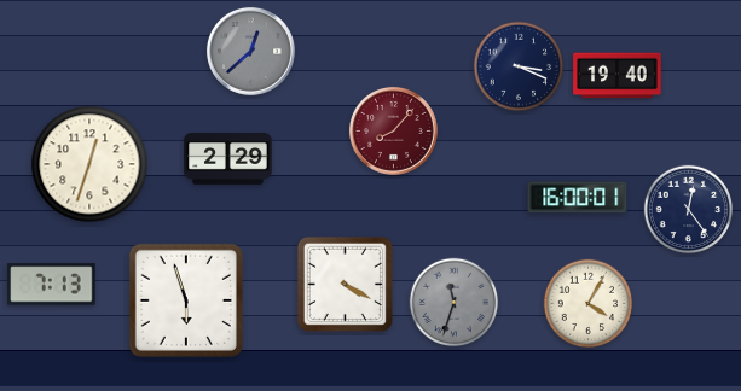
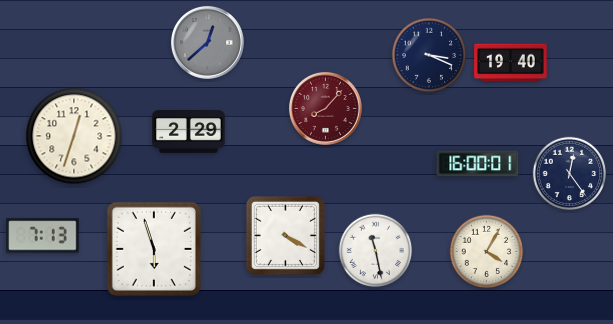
clock at (455, 303): 11:33 -> 11:28
clock at (455, 303) dial: grey -> white
